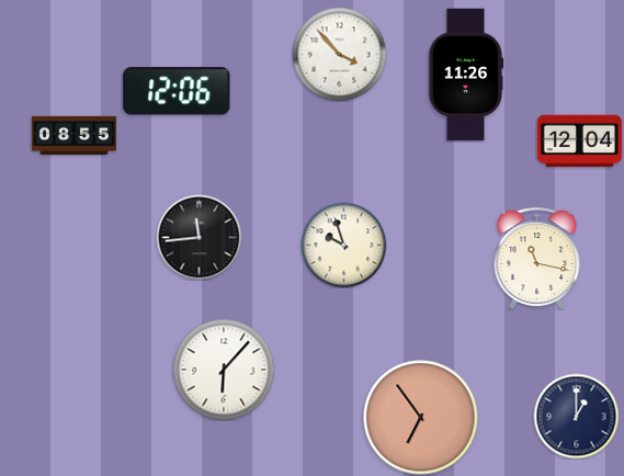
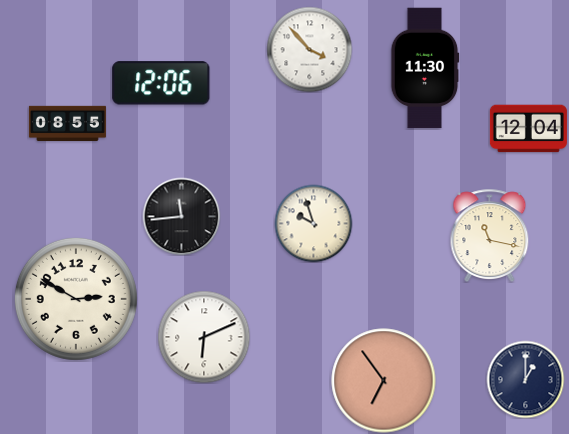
clock at (466, 75): 11:26 -> 11:30
clock at (76, 299): none -> 2:50
clock at (224, 370): 6:07 -> 6:11
